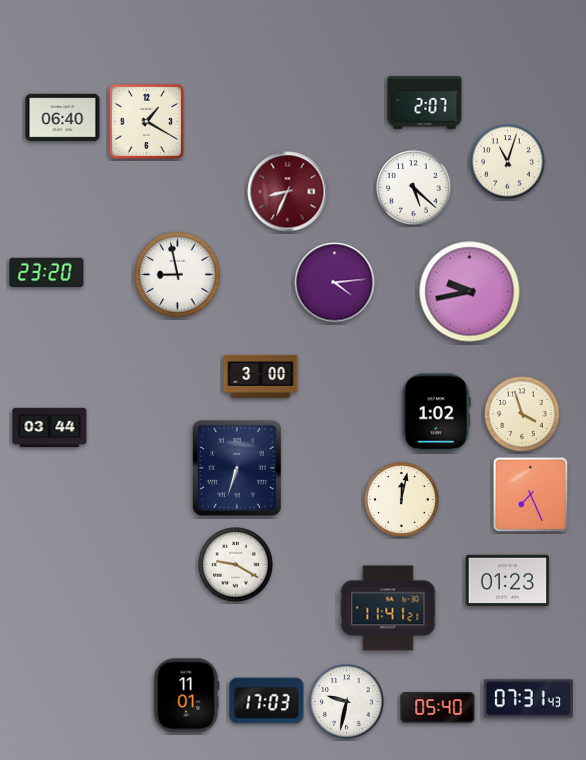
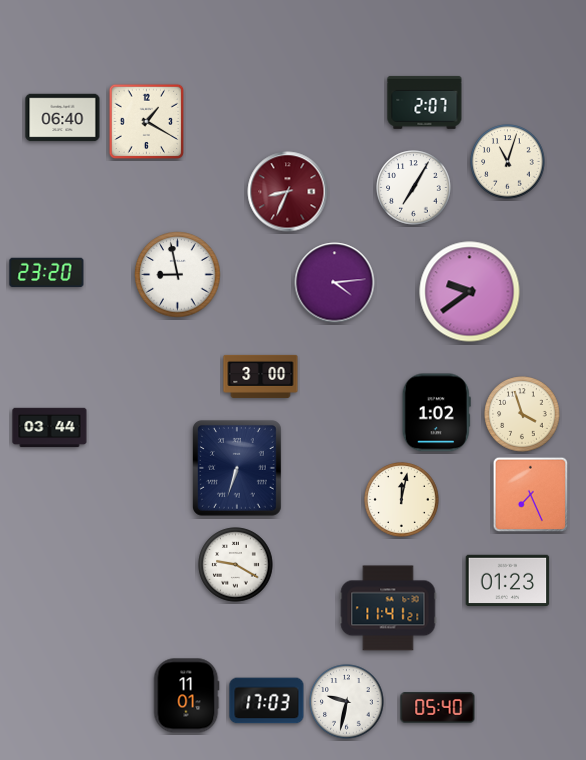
clock at (414, 188): 5:22 -> 7:05
clock at (470, 292): 9:43 -> 9:39
clock at (528, 699): 07:31 -> none
